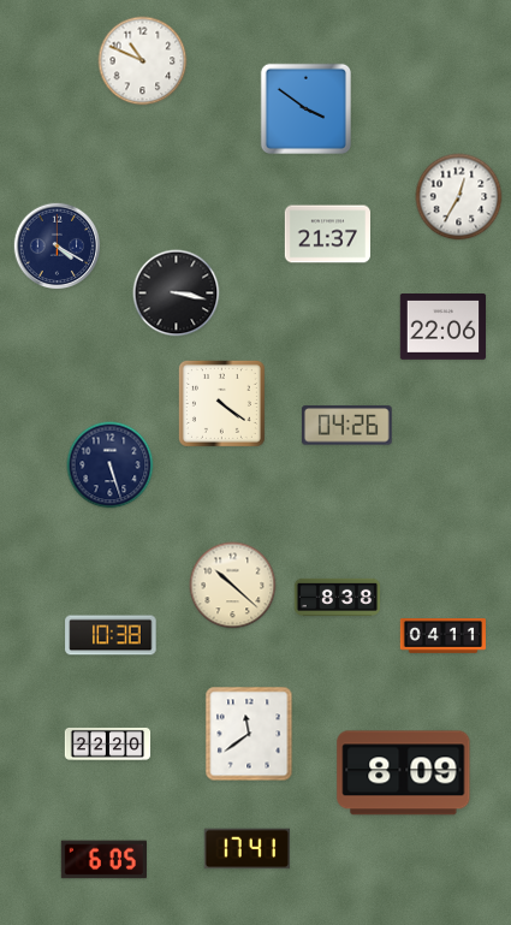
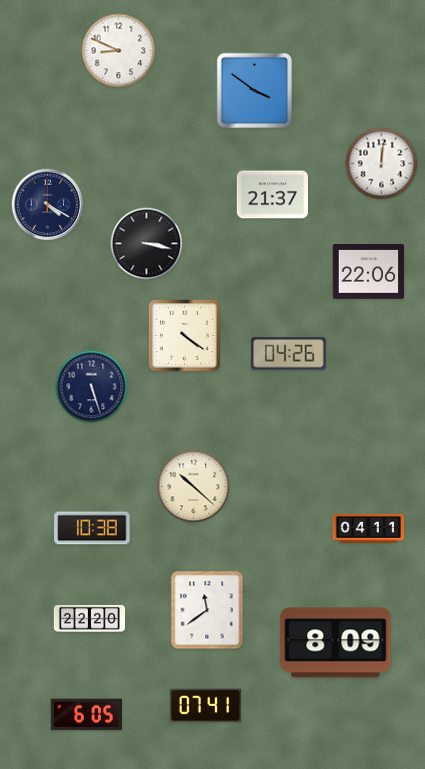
clock at (143, 61): 10:49 -> 8:49
clock at (459, 197): 12:35 -> 12:01
clock at (338, 597): 8:38 -> none
clock at (246, 849): 17:41 -> 07:41
